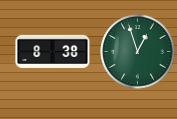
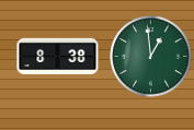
clock at (138, 52): 12:57 -> 12:59
